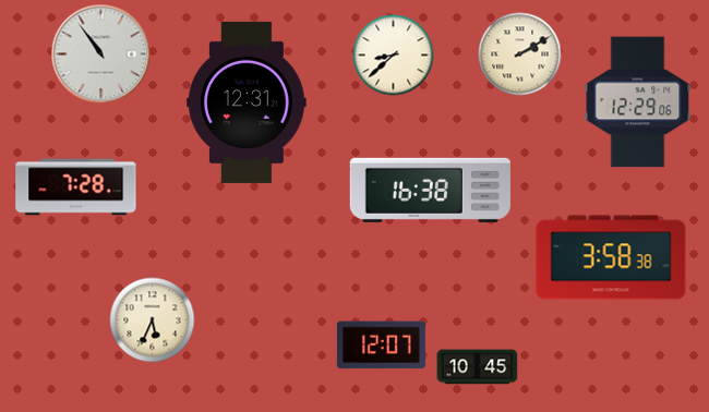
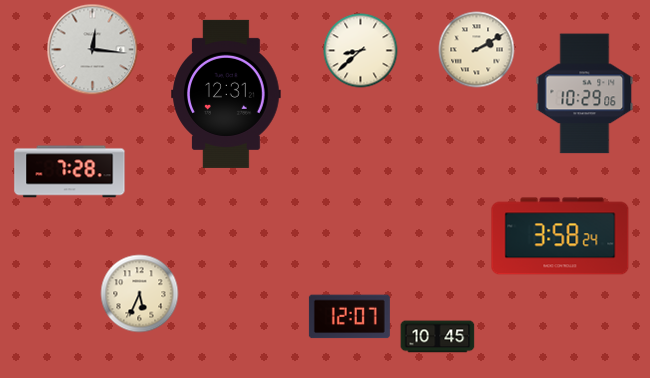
clock at (101, 54): 10:54 -> 12:16
clock at (638, 102): 12:29 -> 10:29
clock at (430, 190): 16:38 -> none
clock at (611, 257): 3:58:38 -> 3:58:24
